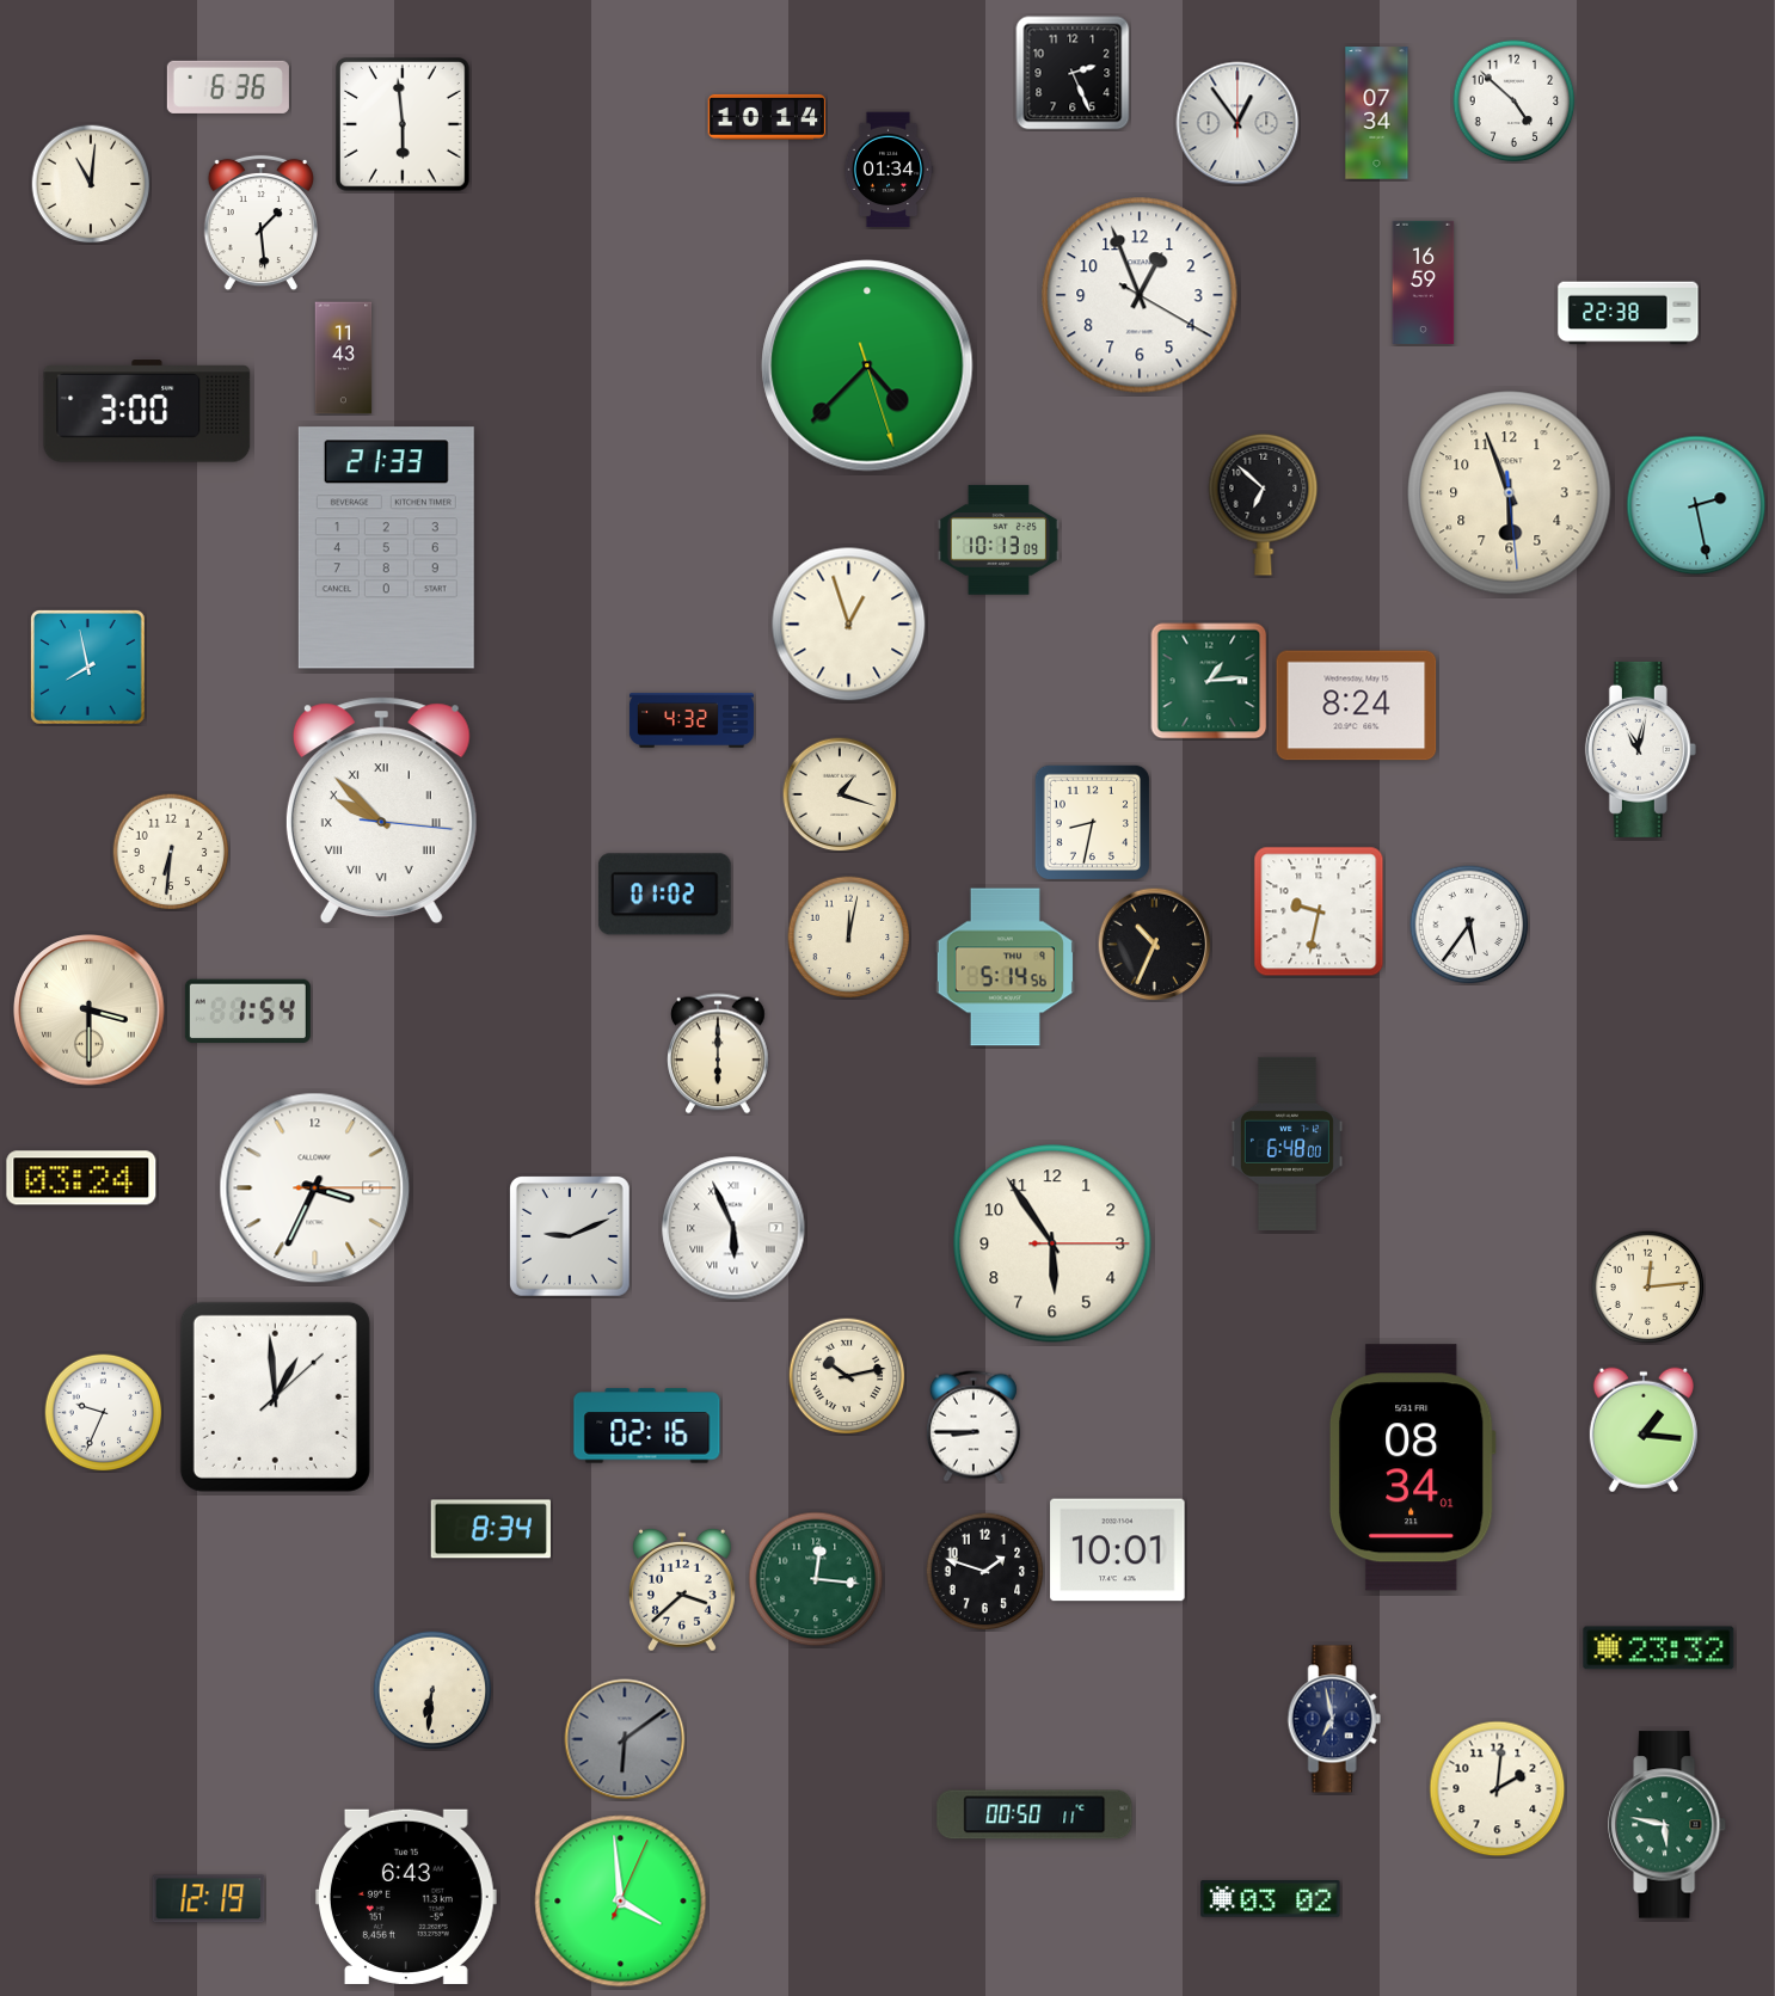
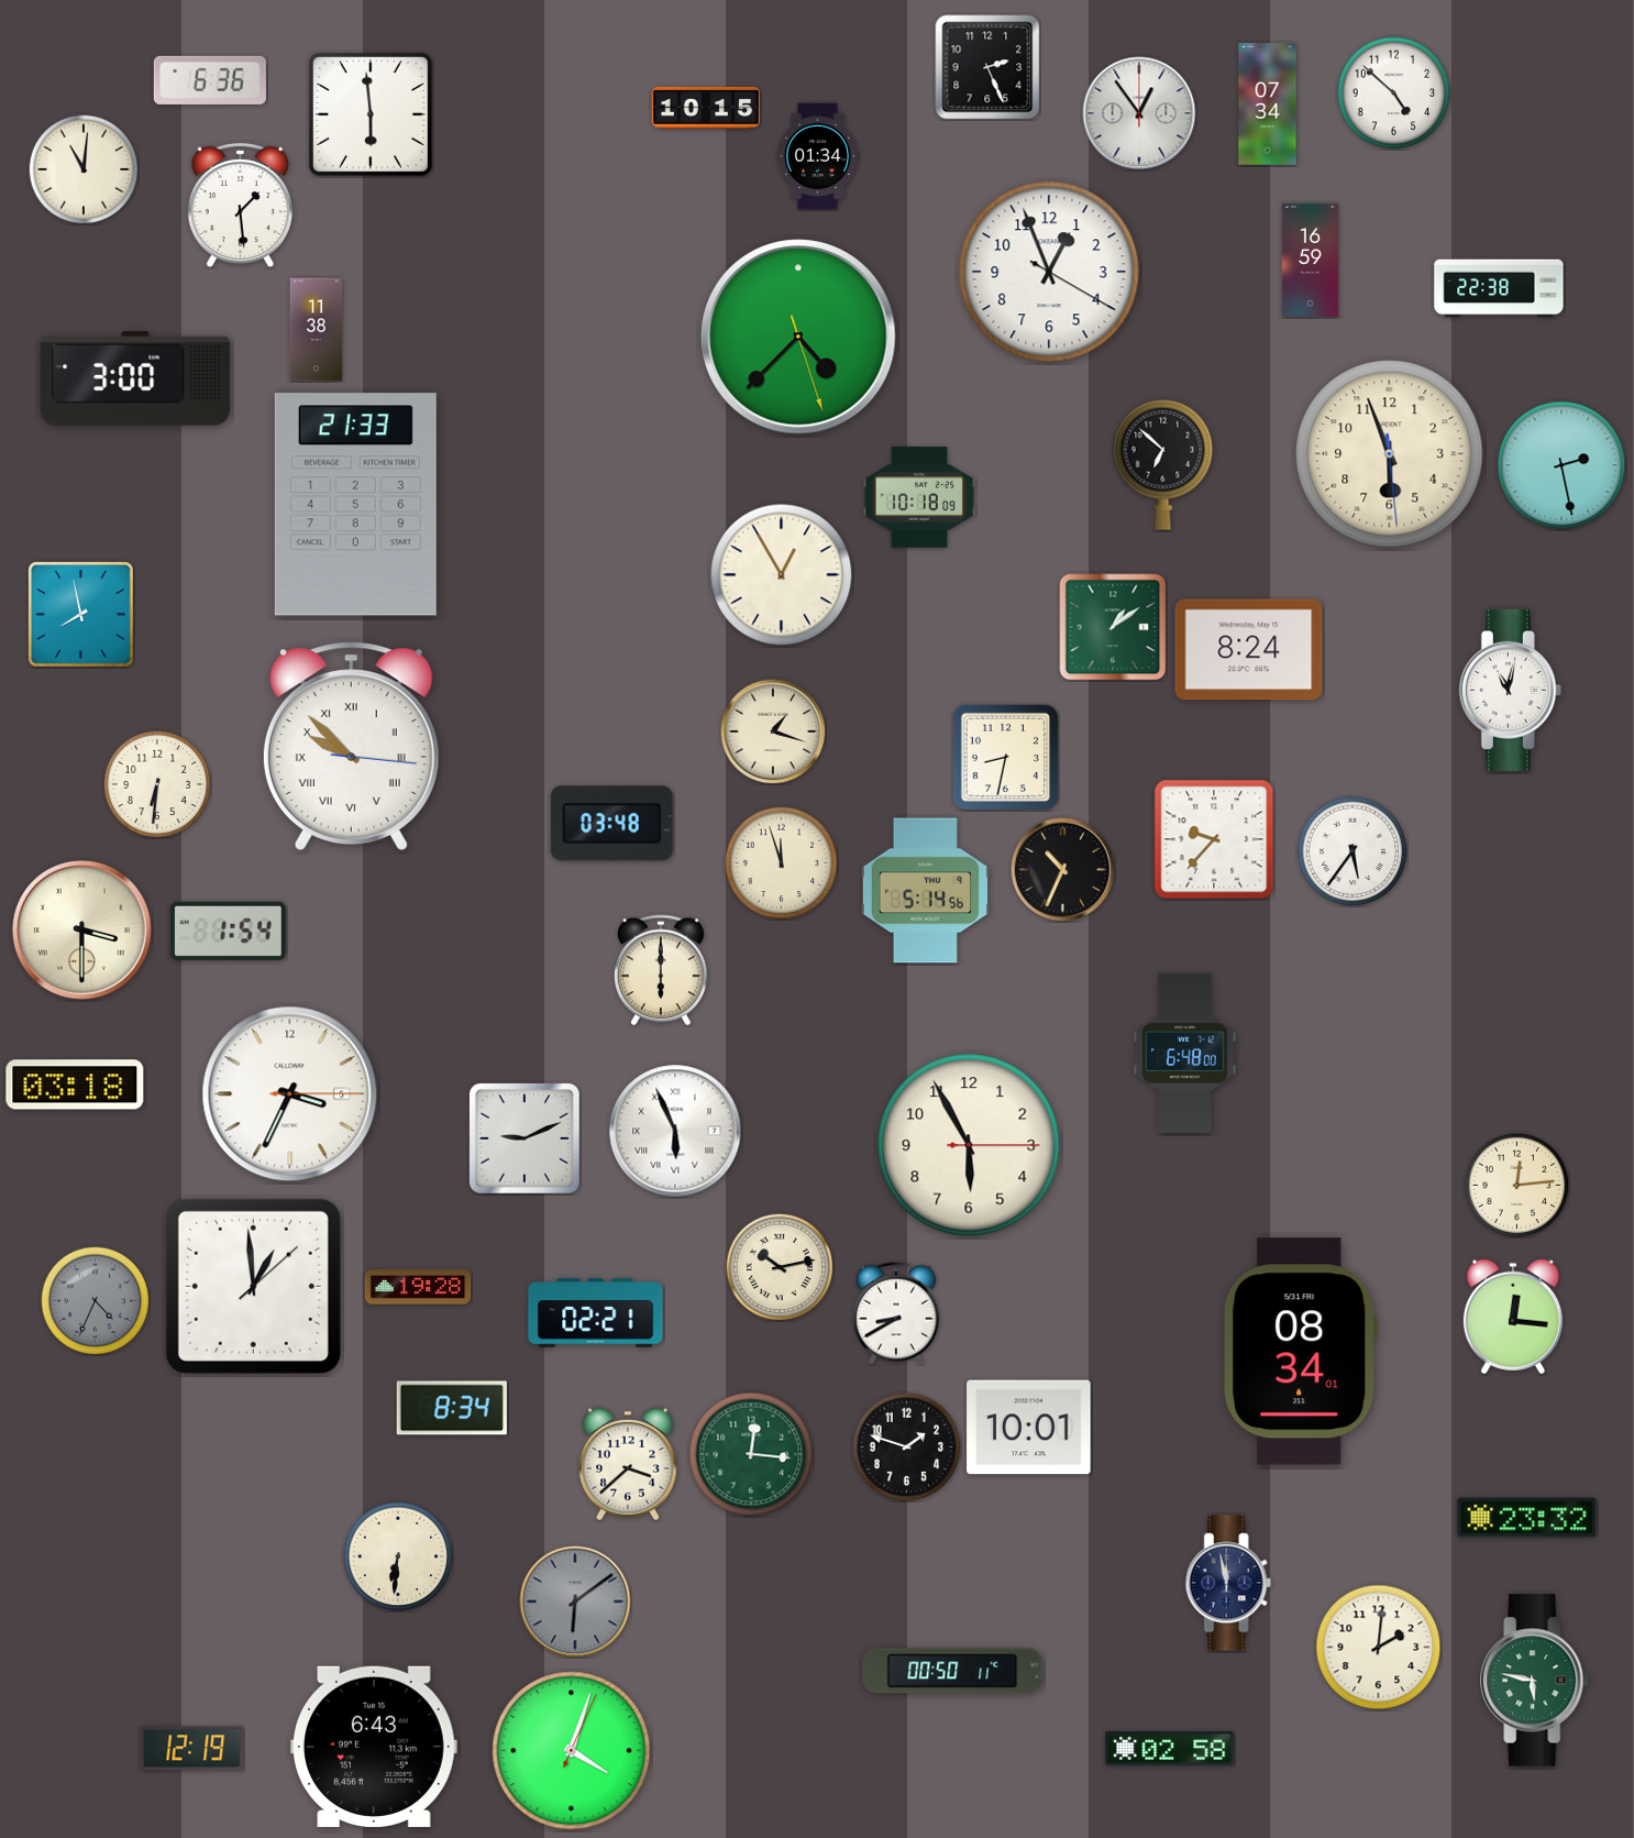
clock at (767, 117): 10:14 -> 10:15
clock at (344, 358): 11:43 -> 11:38
clock at (999, 540): 10:13 -> 10:18
clock at (849, 625): 12:57 -> 12:55
clock at (1209, 681): 1:14 -> 1:09
clock at (692, 720): 4:32 -> none
clock at (664, 895): 01:02 -> 03:48
clock at (1319, 911): 9:32 -> 9:37
clock at (849, 938): 12:02 -> 11:57
clock at (81, 1178): 03:24 -> 03:18
clock at (1052, 1243): 5:54 -> 5:55
clock at (418, 1287): none -> 19:28
clock at (104, 1413): 9:34 -> 4:34
clock at (104, 1413) dial: white -> grey
clock at (647, 1426): 02:16 -> 02:21
clock at (974, 1426): 8:45 -> 8:40
clock at (1644, 1430): 1:16 -> 12:16
clock at (1334, 1719): 6:58 -> 11:58
clock at (1271, 1899): 03:02 -> 02:58
clock at (621, 1902): 3:59 -> 4:03
